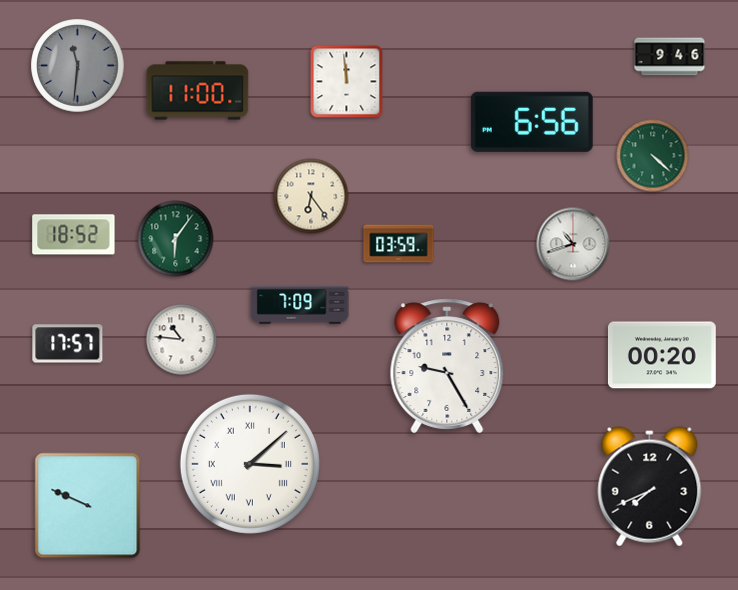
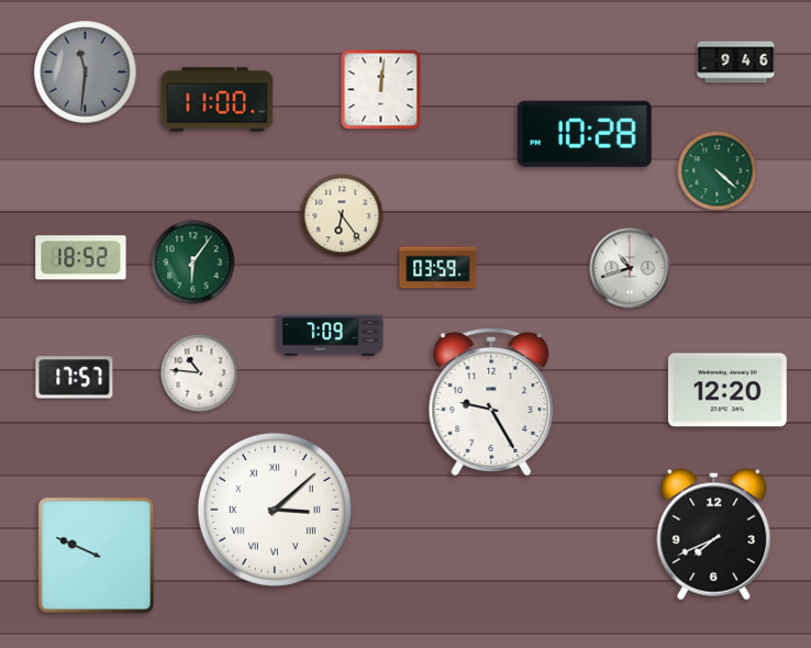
clock at (347, 82): 11:59 -> 12:01
clock at (532, 122): 6:56 -> 10:28
clock at (662, 355): 00:20 -> 12:20
